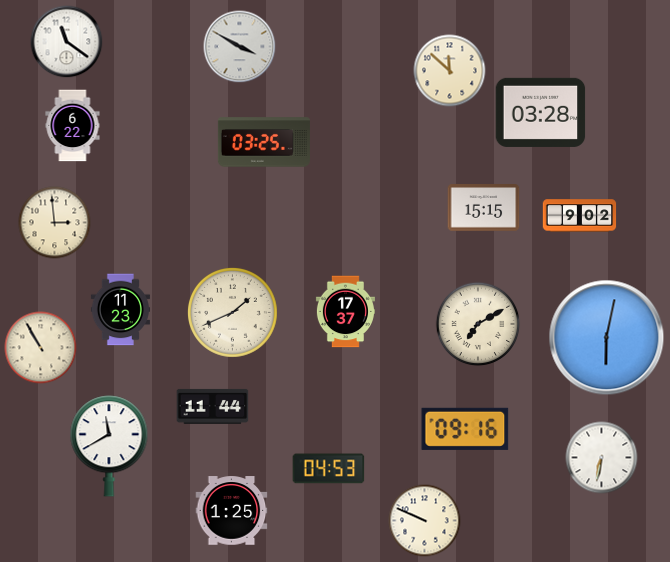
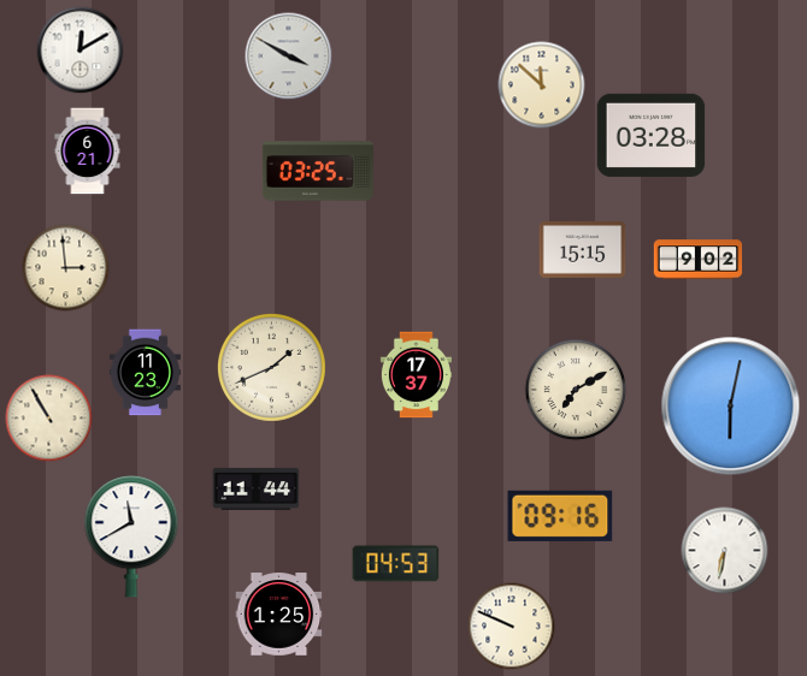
clock at (67, 42): 11:21 -> 12:10
clock at (73, 126): 6:22 -> 6:21
clock at (232, 312) position: (232, 312) -> (271, 367)
